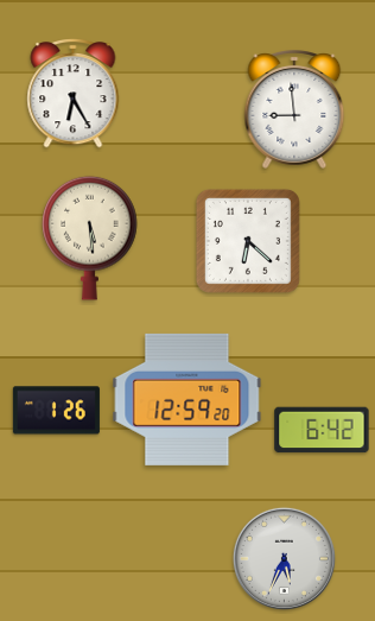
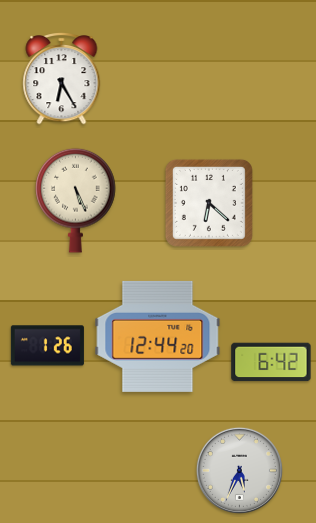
clock at (294, 110): 8:59 -> none
clock at (90, 237): 5:29 -> 5:26
clock at (188, 399): 12:59 -> 12:44
